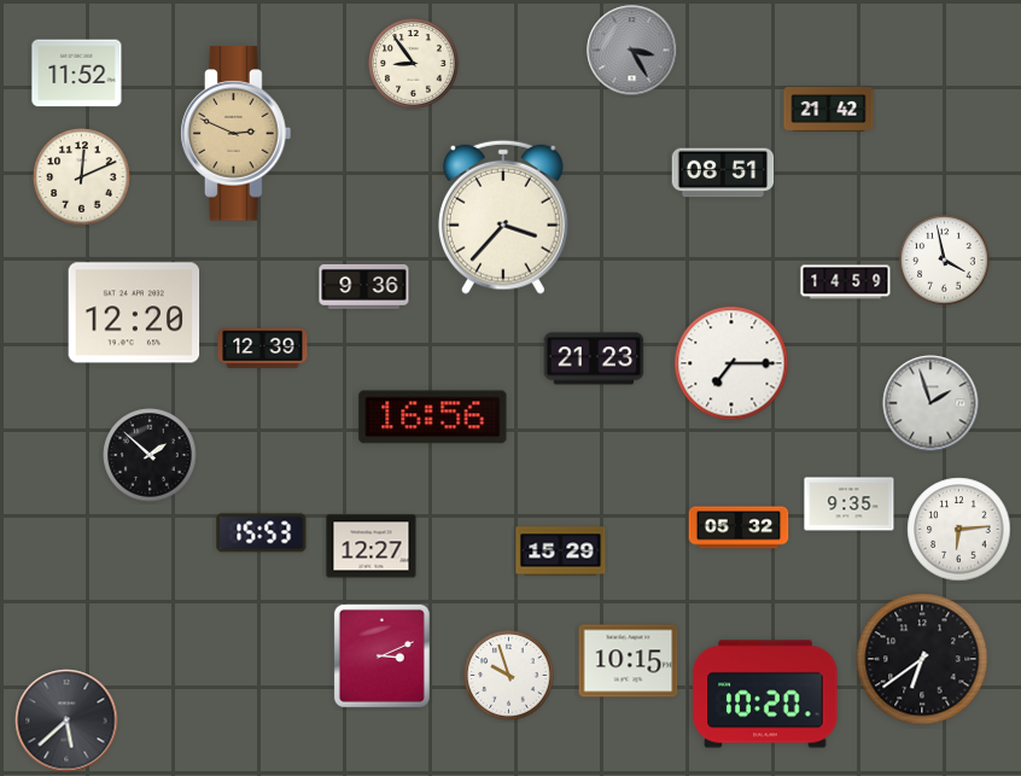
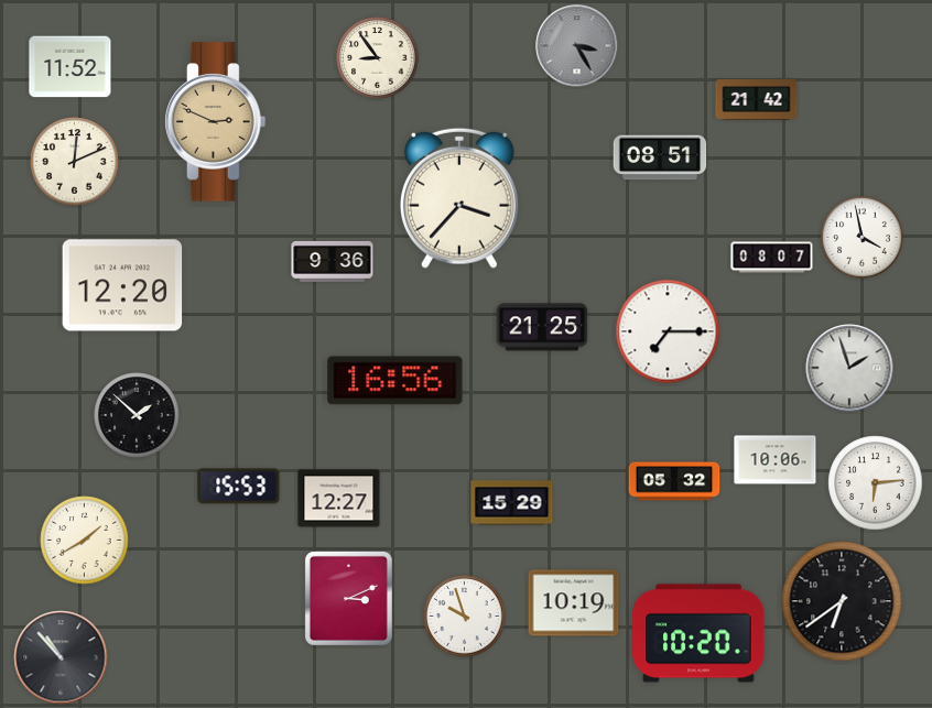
clock at (846, 282): 14:59 -> 08:07
clock at (263, 348): 12:39 -> none
clock at (594, 358): 21:23 -> 21:25
clock at (850, 504): 9:35 -> 10:06
clock at (85, 541): none -> 1:40
clock at (629, 661): 10:15 -> 10:19
clock at (66, 720): 5:38 -> 10:53
